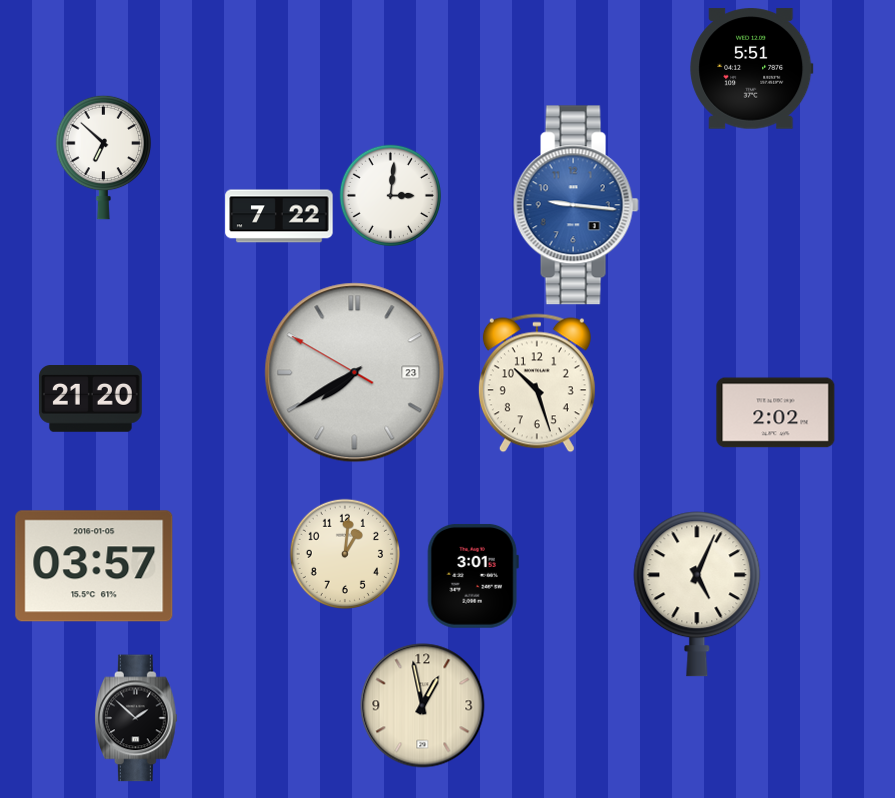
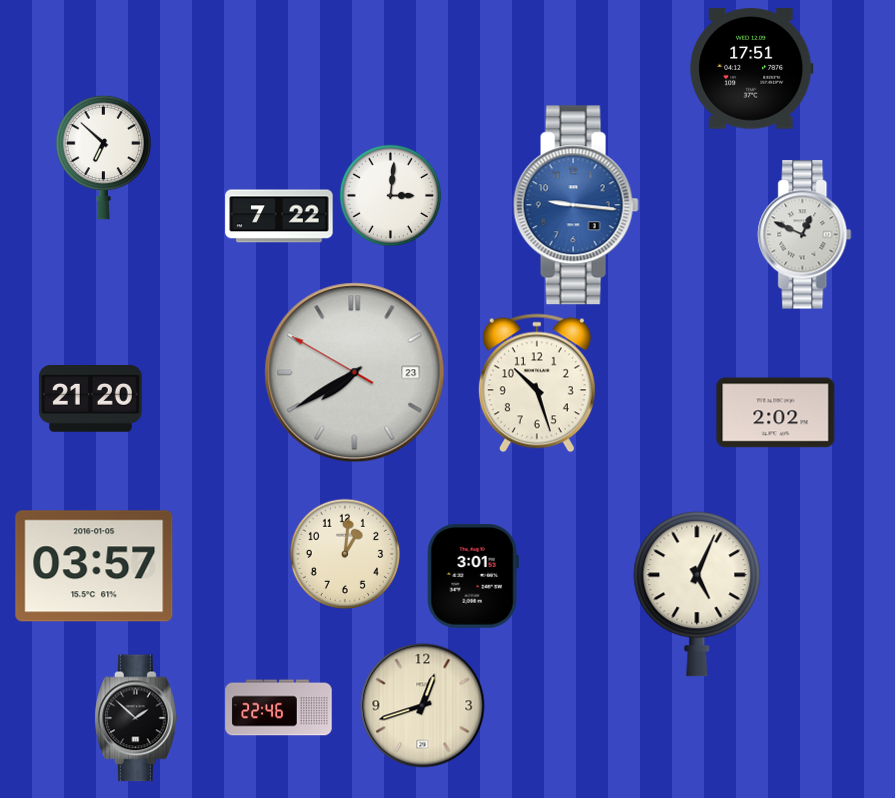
clock at (752, 69): 5:51 -> 17:51
clock at (805, 235): none -> 12:49
clock at (423, 706): 12:58 -> 12:42
clock at (279, 708): none -> 22:46
